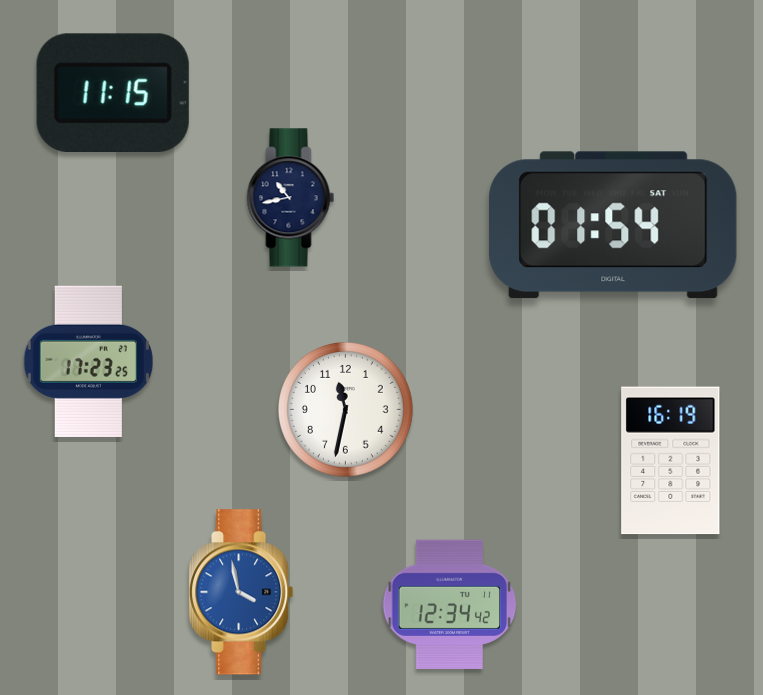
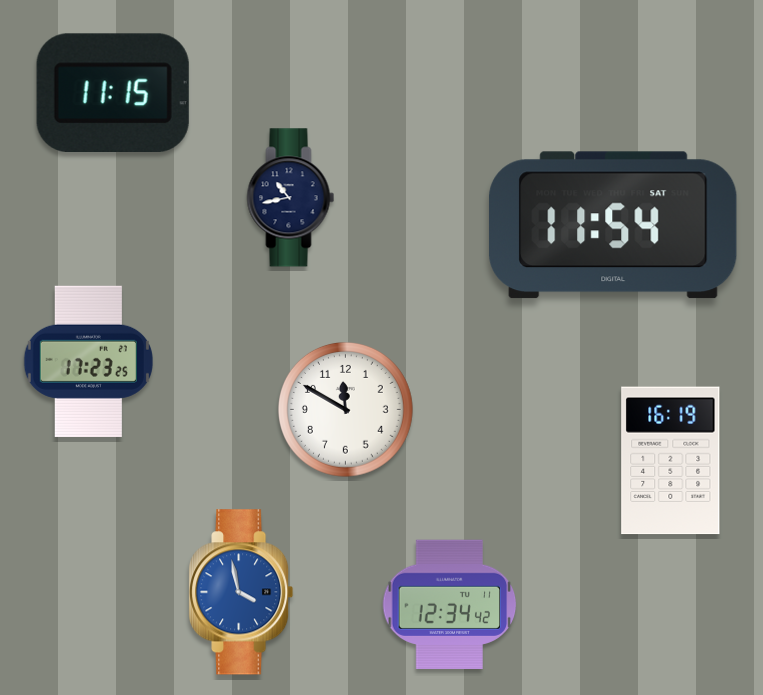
clock at (613, 225): 01:54 -> 11:54
clock at (345, 409): 11:32 -> 11:50
